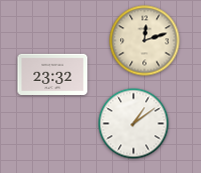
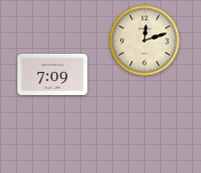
clock at (53, 74): 23:32 -> 7:09
clock at (134, 124): 1:09 -> none
